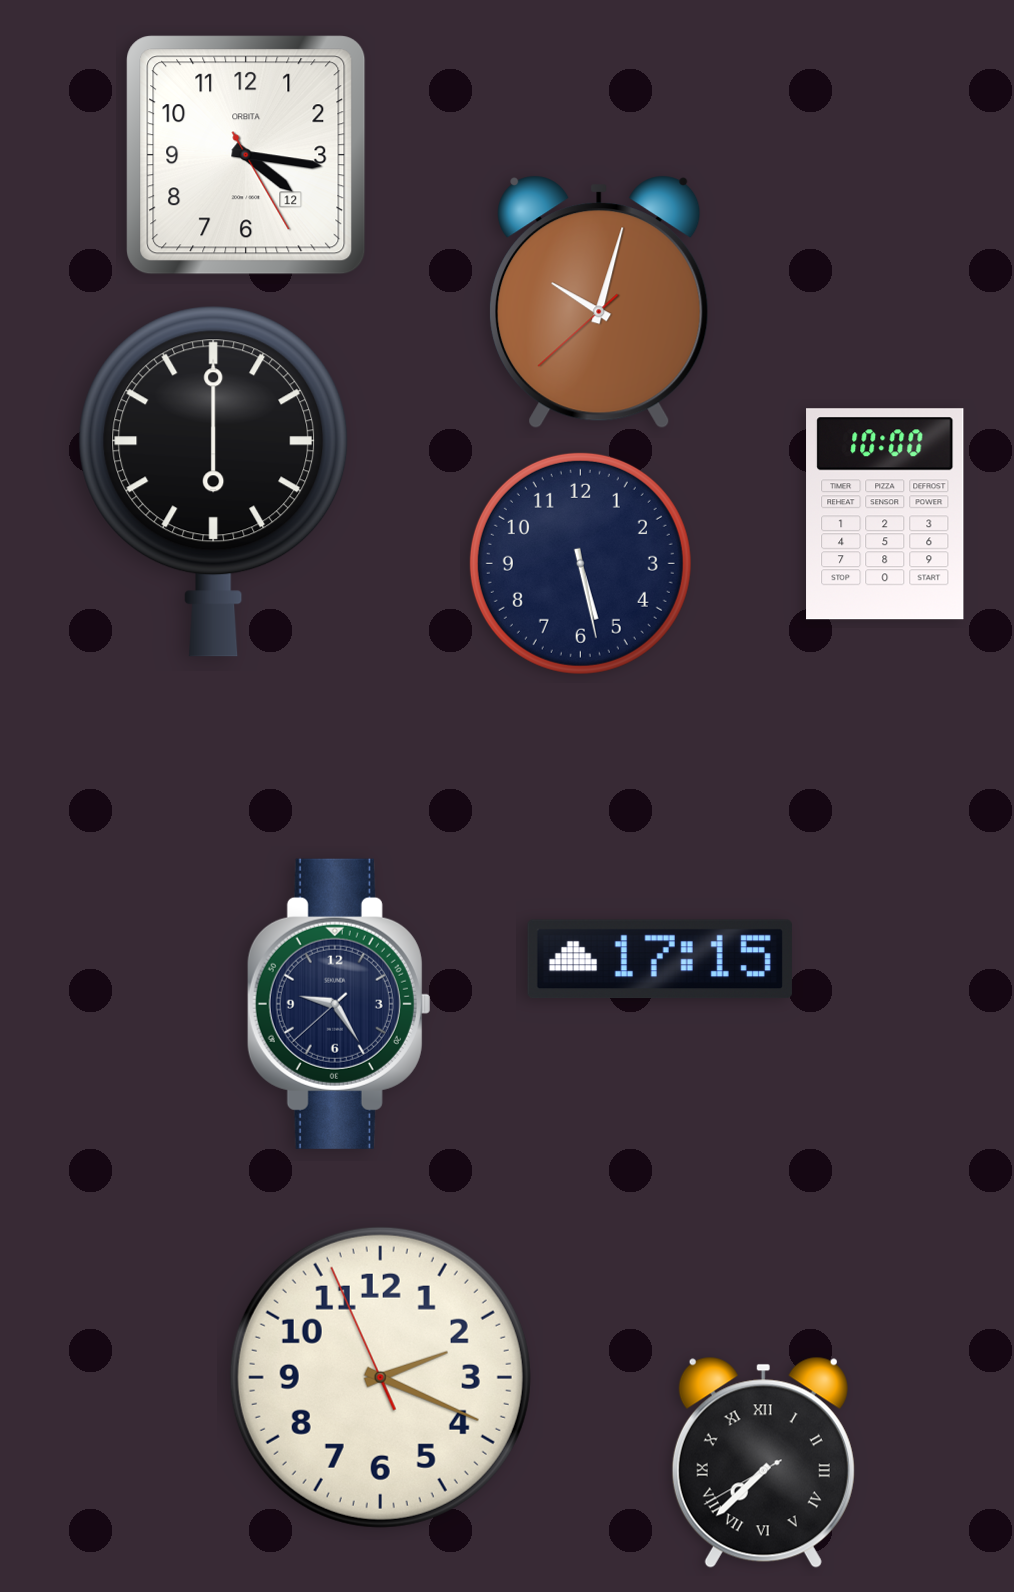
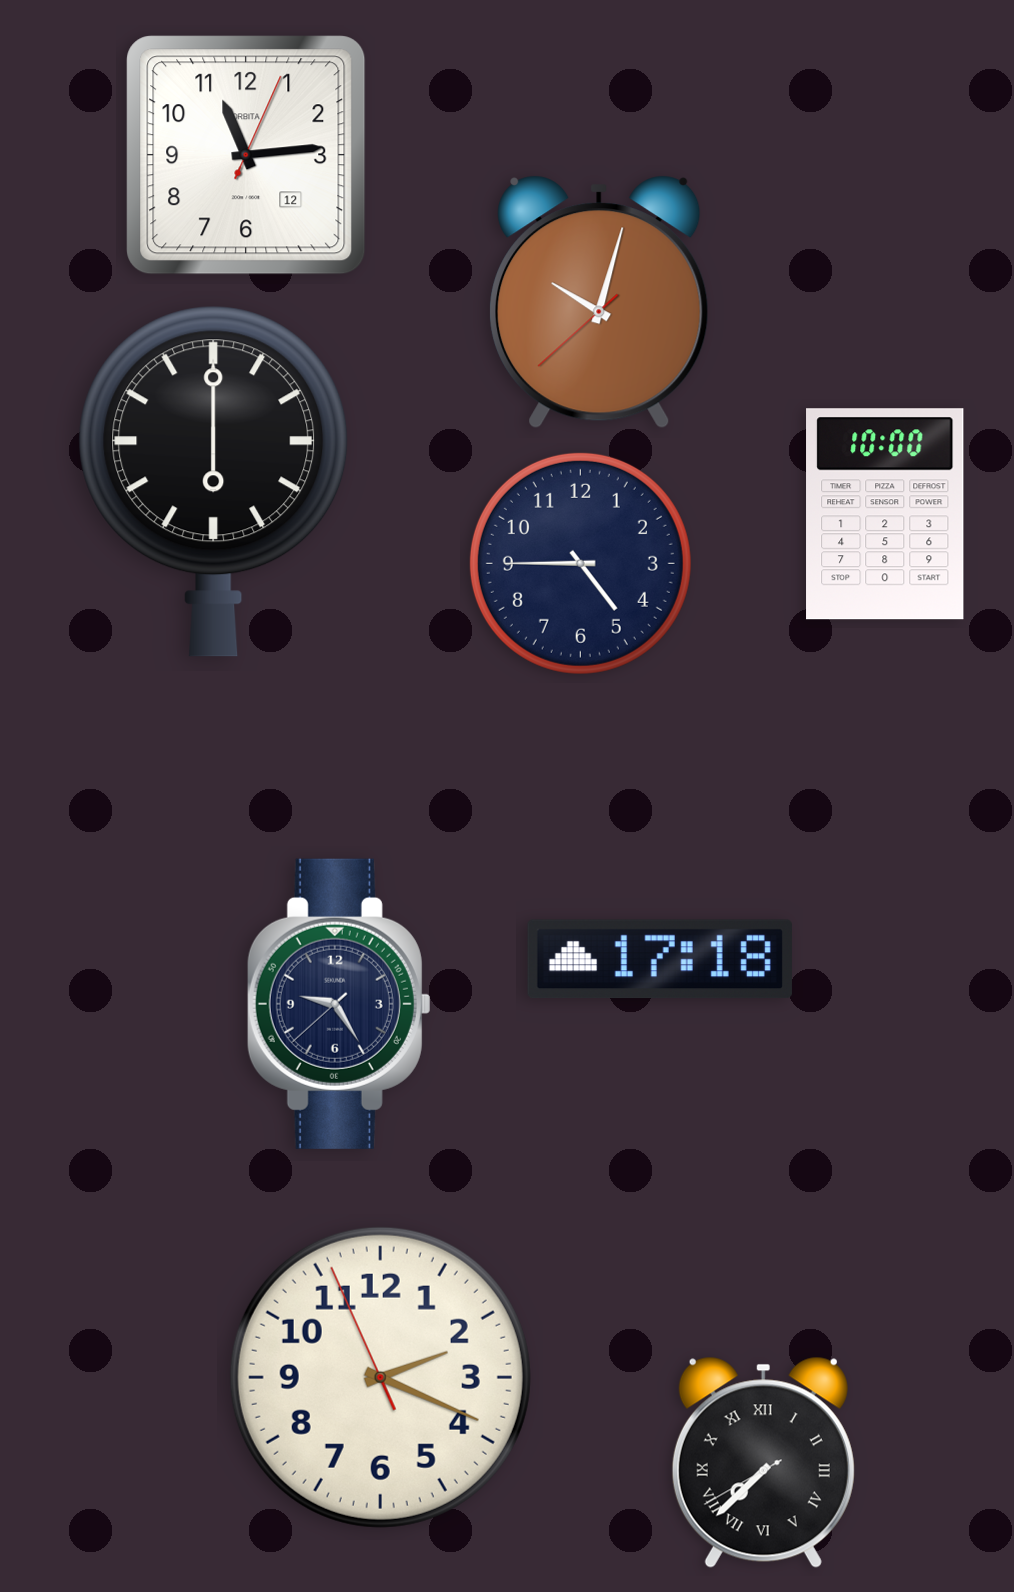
clock at (246, 155): 4:16 -> 11:14
clock at (580, 563): 5:28 -> 4:45
clock at (660, 959): 17:15 -> 17:18
